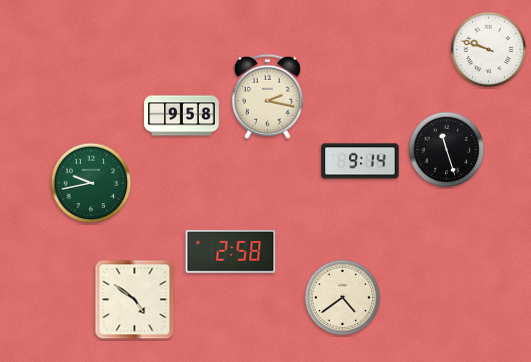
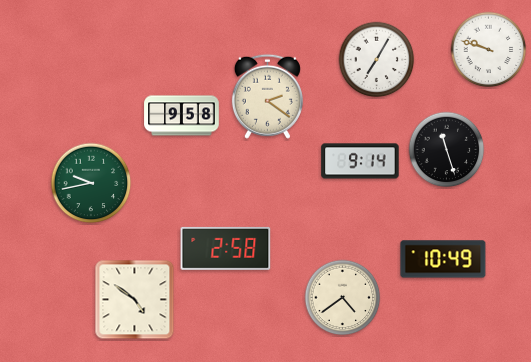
clock at (377, 60): none -> 7:05
clock at (267, 96): 2:17 -> 2:21
clock at (231, 251) position: (231, 251) -> (226, 248)
clock at (443, 259): none -> 10:49
